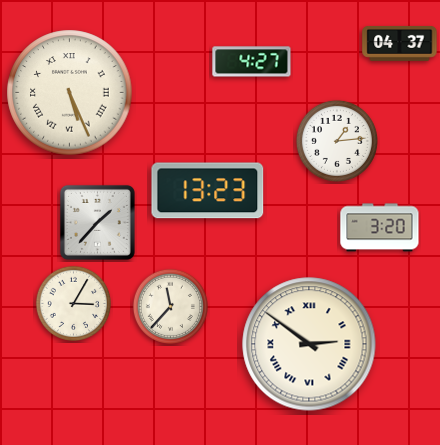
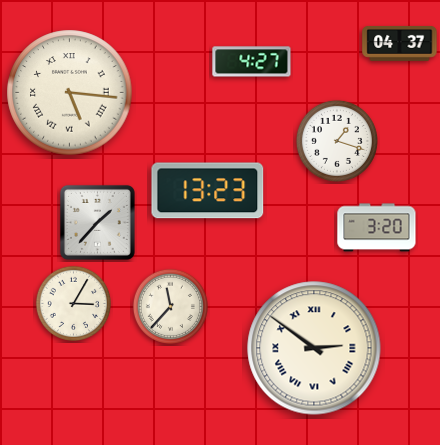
clock at (70, 93): 5:26 -> 5:16
clock at (337, 141): 1:14 -> 1:18
clock at (380, 228) position: (380, 228) -> (377, 228)
clock at (309, 344) position: (309, 344) -> (314, 348)
